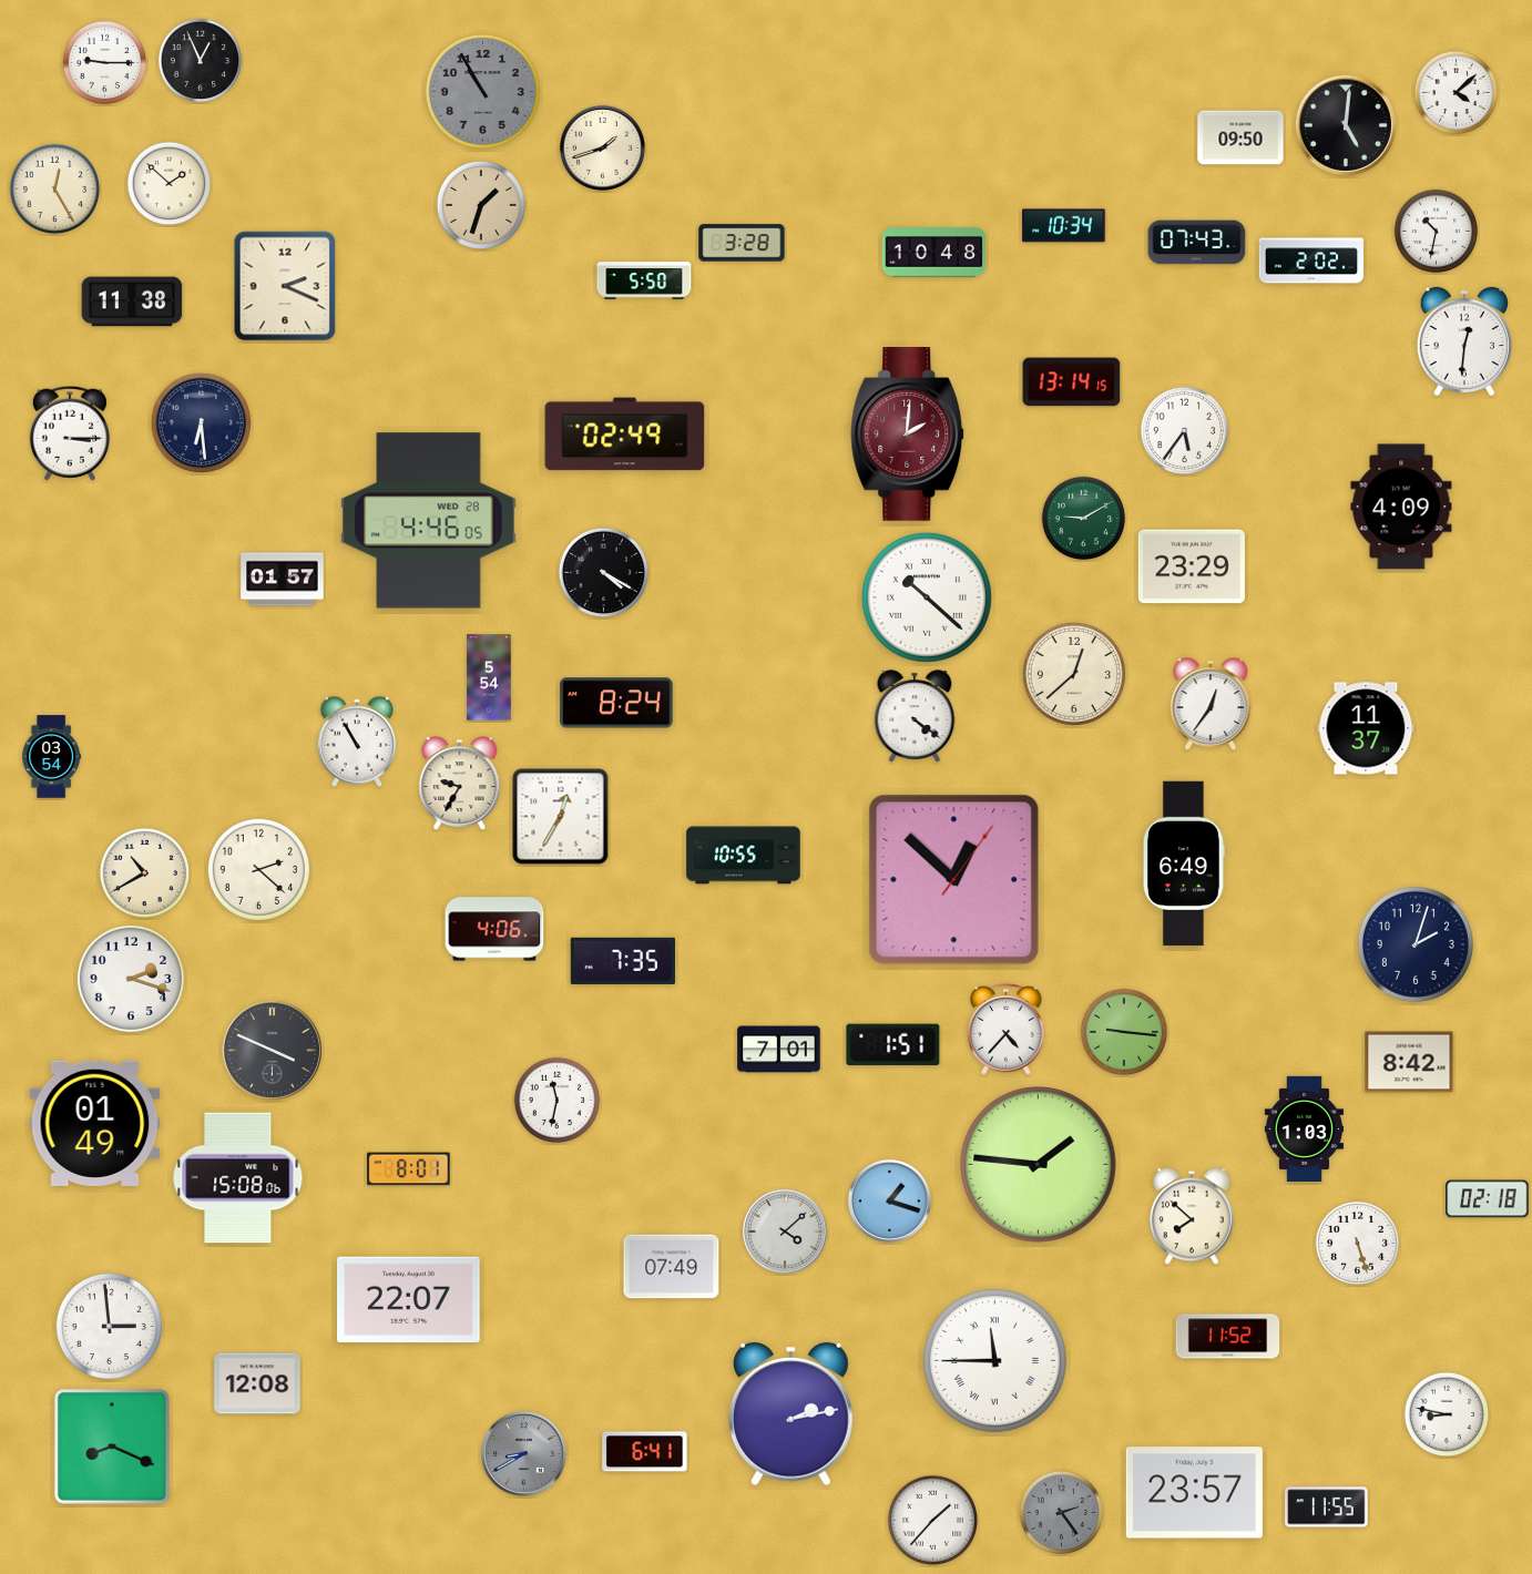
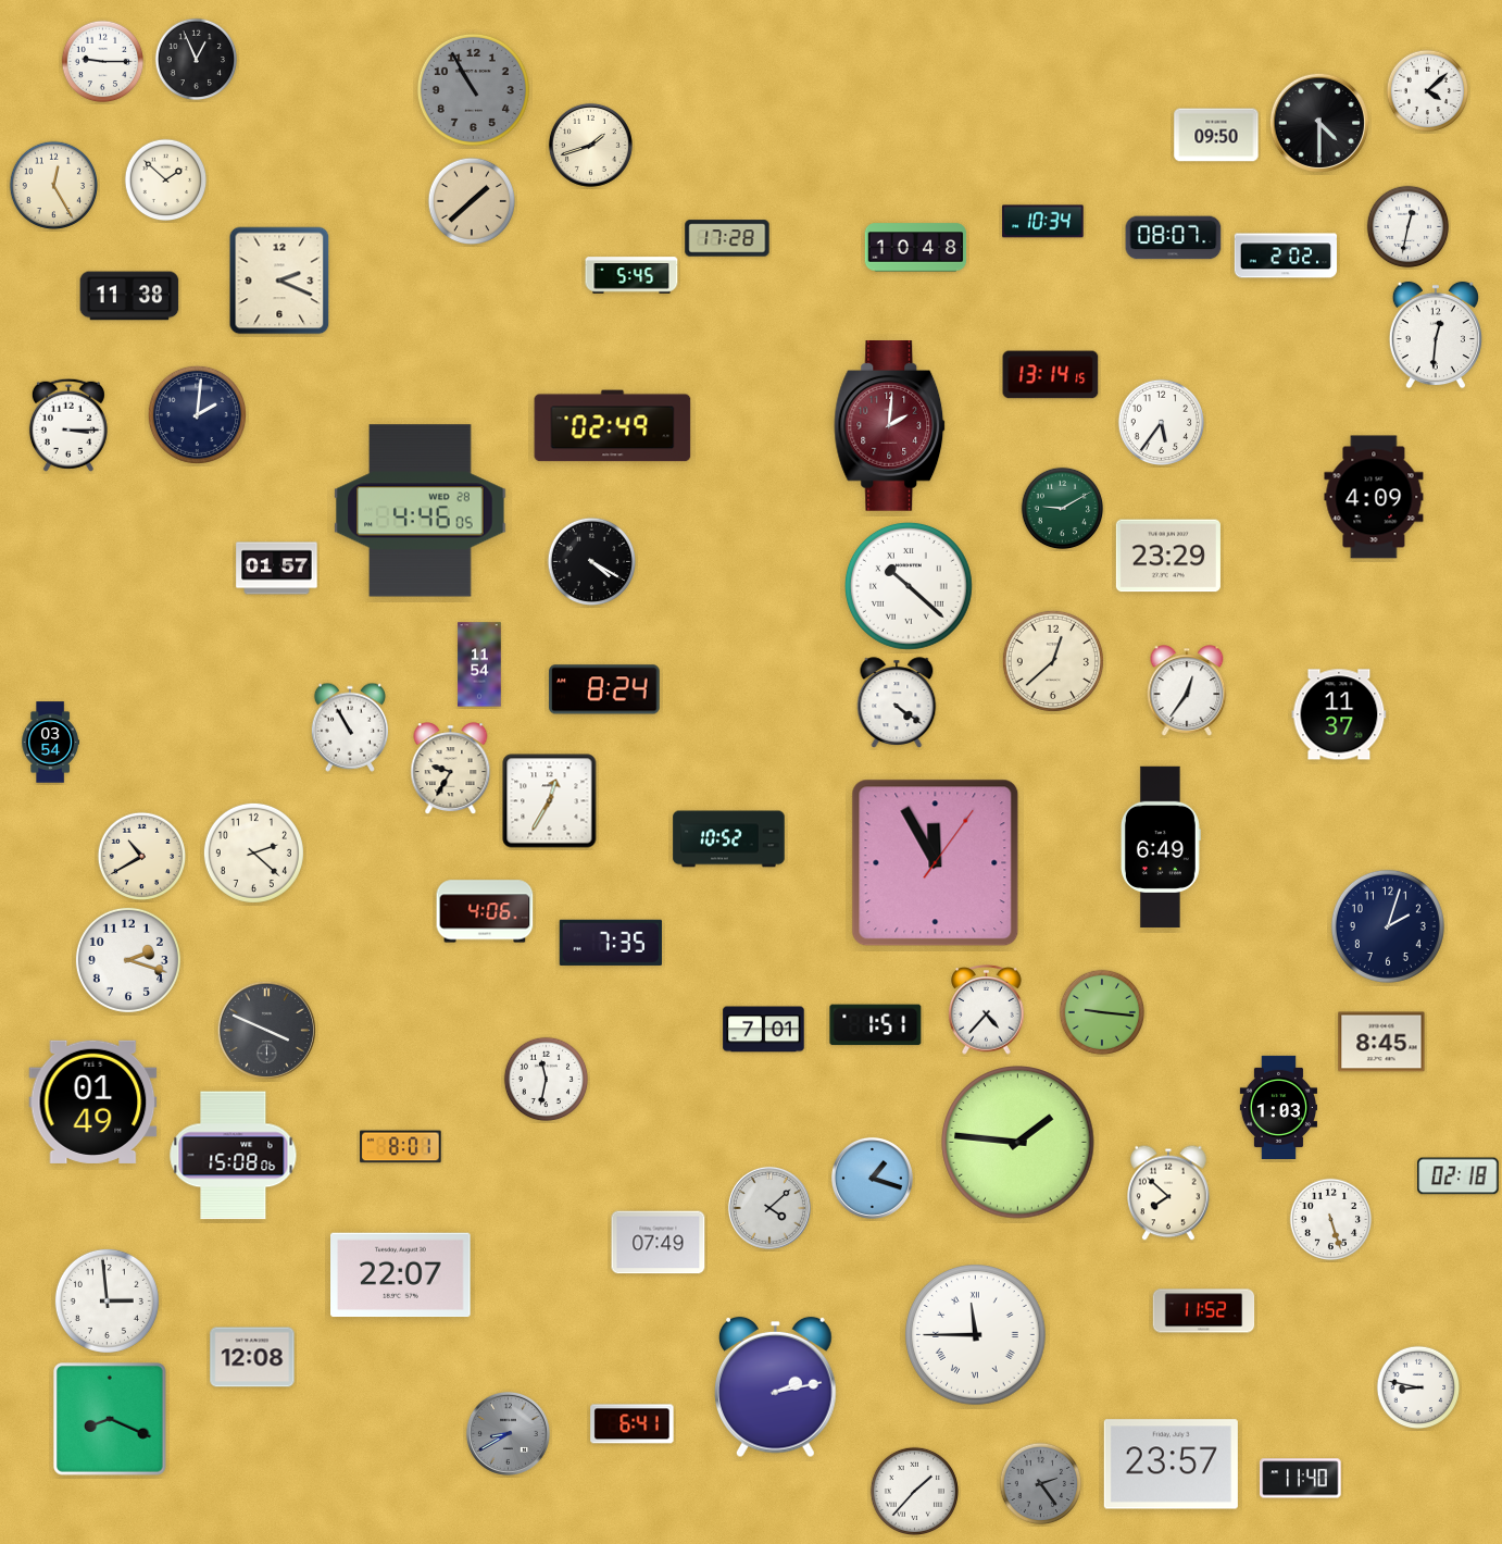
clock at (1346, 125): 5:01 -> 4:30
clock at (481, 205): 1:33 -> 1:38
clock at (1437, 232): 10:32 -> 12:32
clock at (742, 243): 3:28 -> 17:28
clock at (1197, 243): 07:43 -> 08:07
clock at (644, 280): 5:50 -> 5:45
clock at (201, 422): 6:29 -> 2:01
clock at (489, 677): 5:54 -> 11:54
clock at (744, 856): 10:55 -> 10:52
clock at (954, 880): 12:52 -> 11:55
clock at (1409, 1062): 8:42 -> 8:45
clock at (523, 1453) position: (523, 1453) -> (508, 1433)
clock at (1327, 1507): 11:55 -> 11:40
